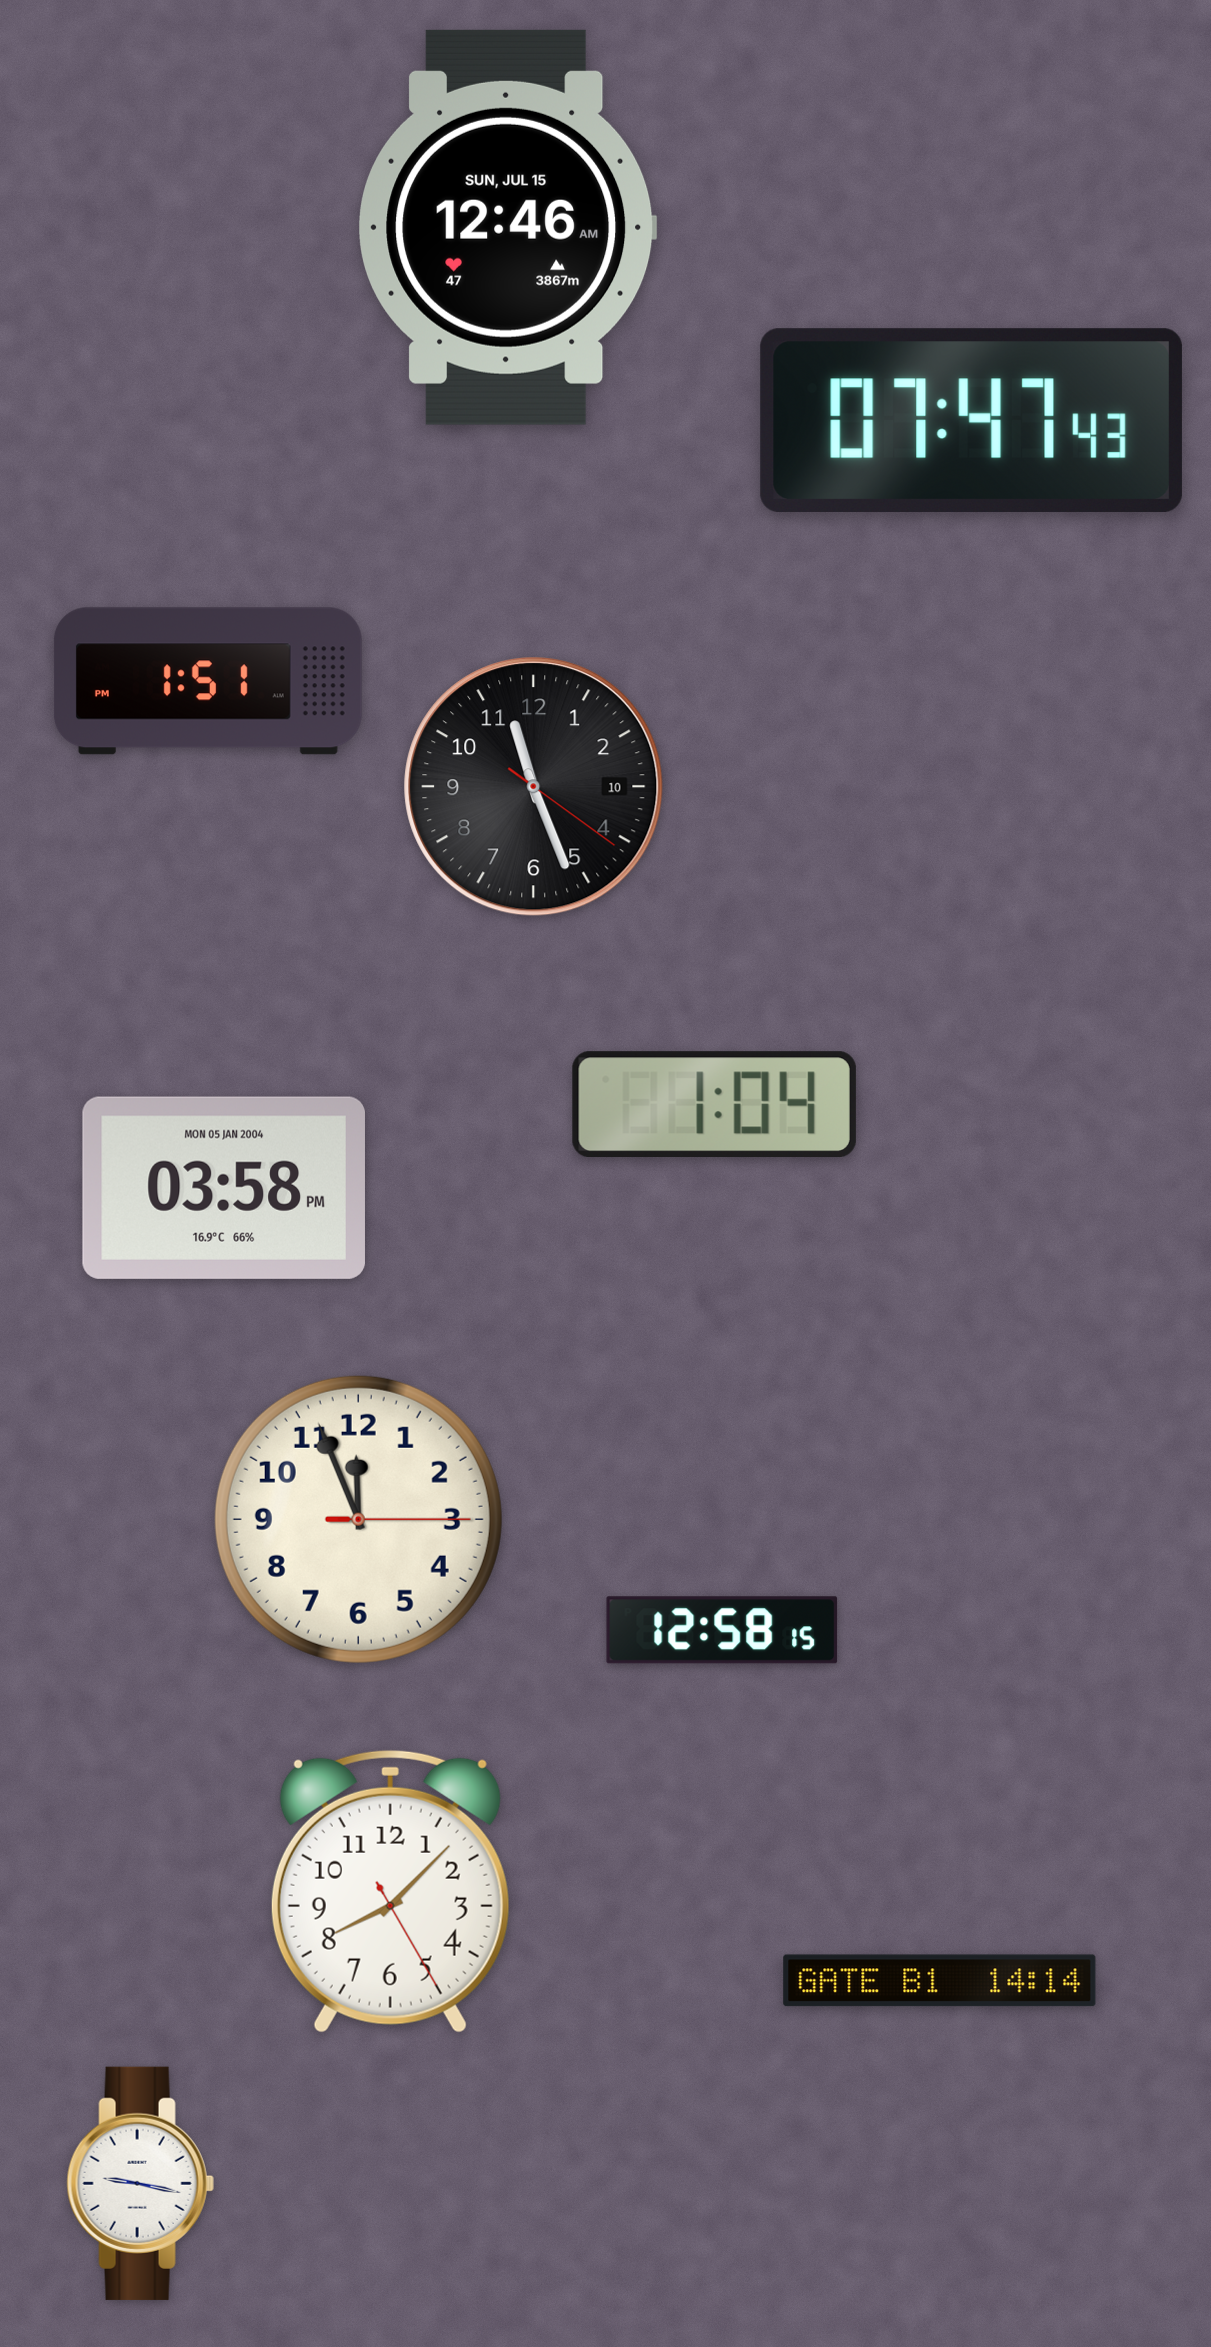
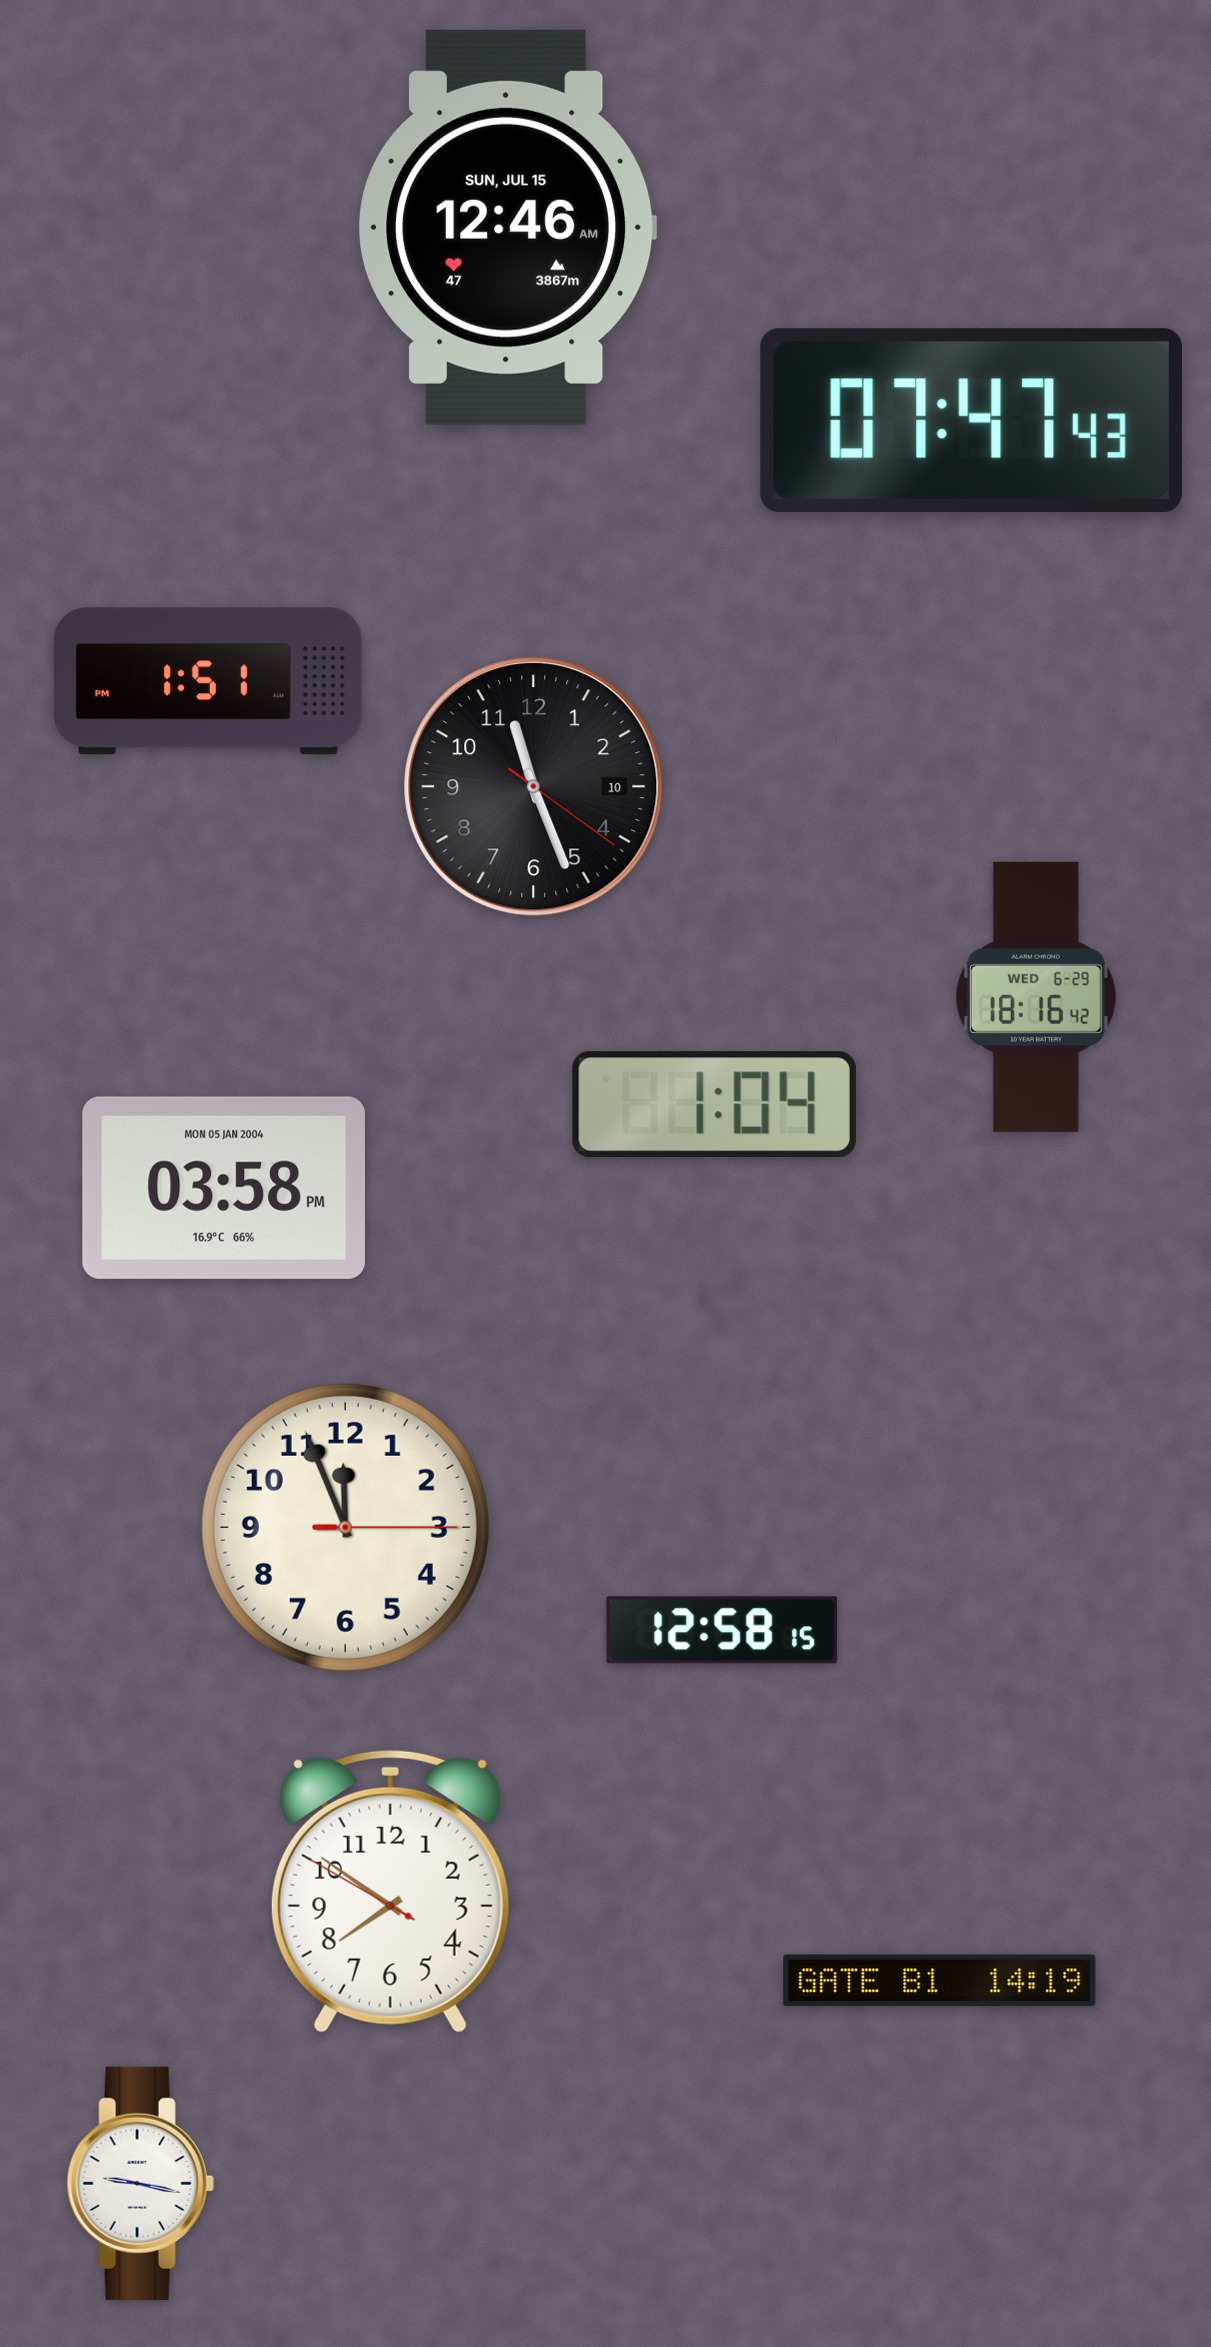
clock at (1036, 997): none -> 18:16
clock at (358, 1519) position: (358, 1519) -> (345, 1527)
clock at (390, 1891): 8:07 -> 7:50
clock at (940, 1981): 14:14 -> 14:19
